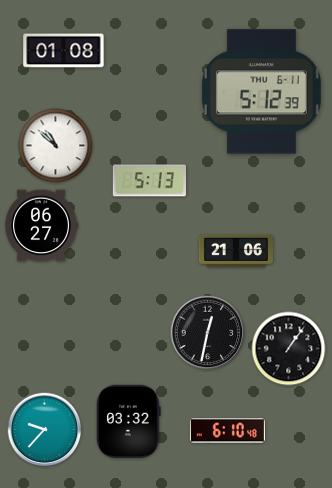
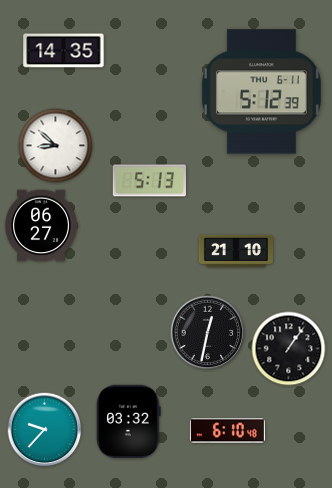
clock at (64, 51): 01:08 -> 14:35
clock at (56, 146): 10:52 -> 8:52
clock at (236, 250): 21:06 -> 21:10
